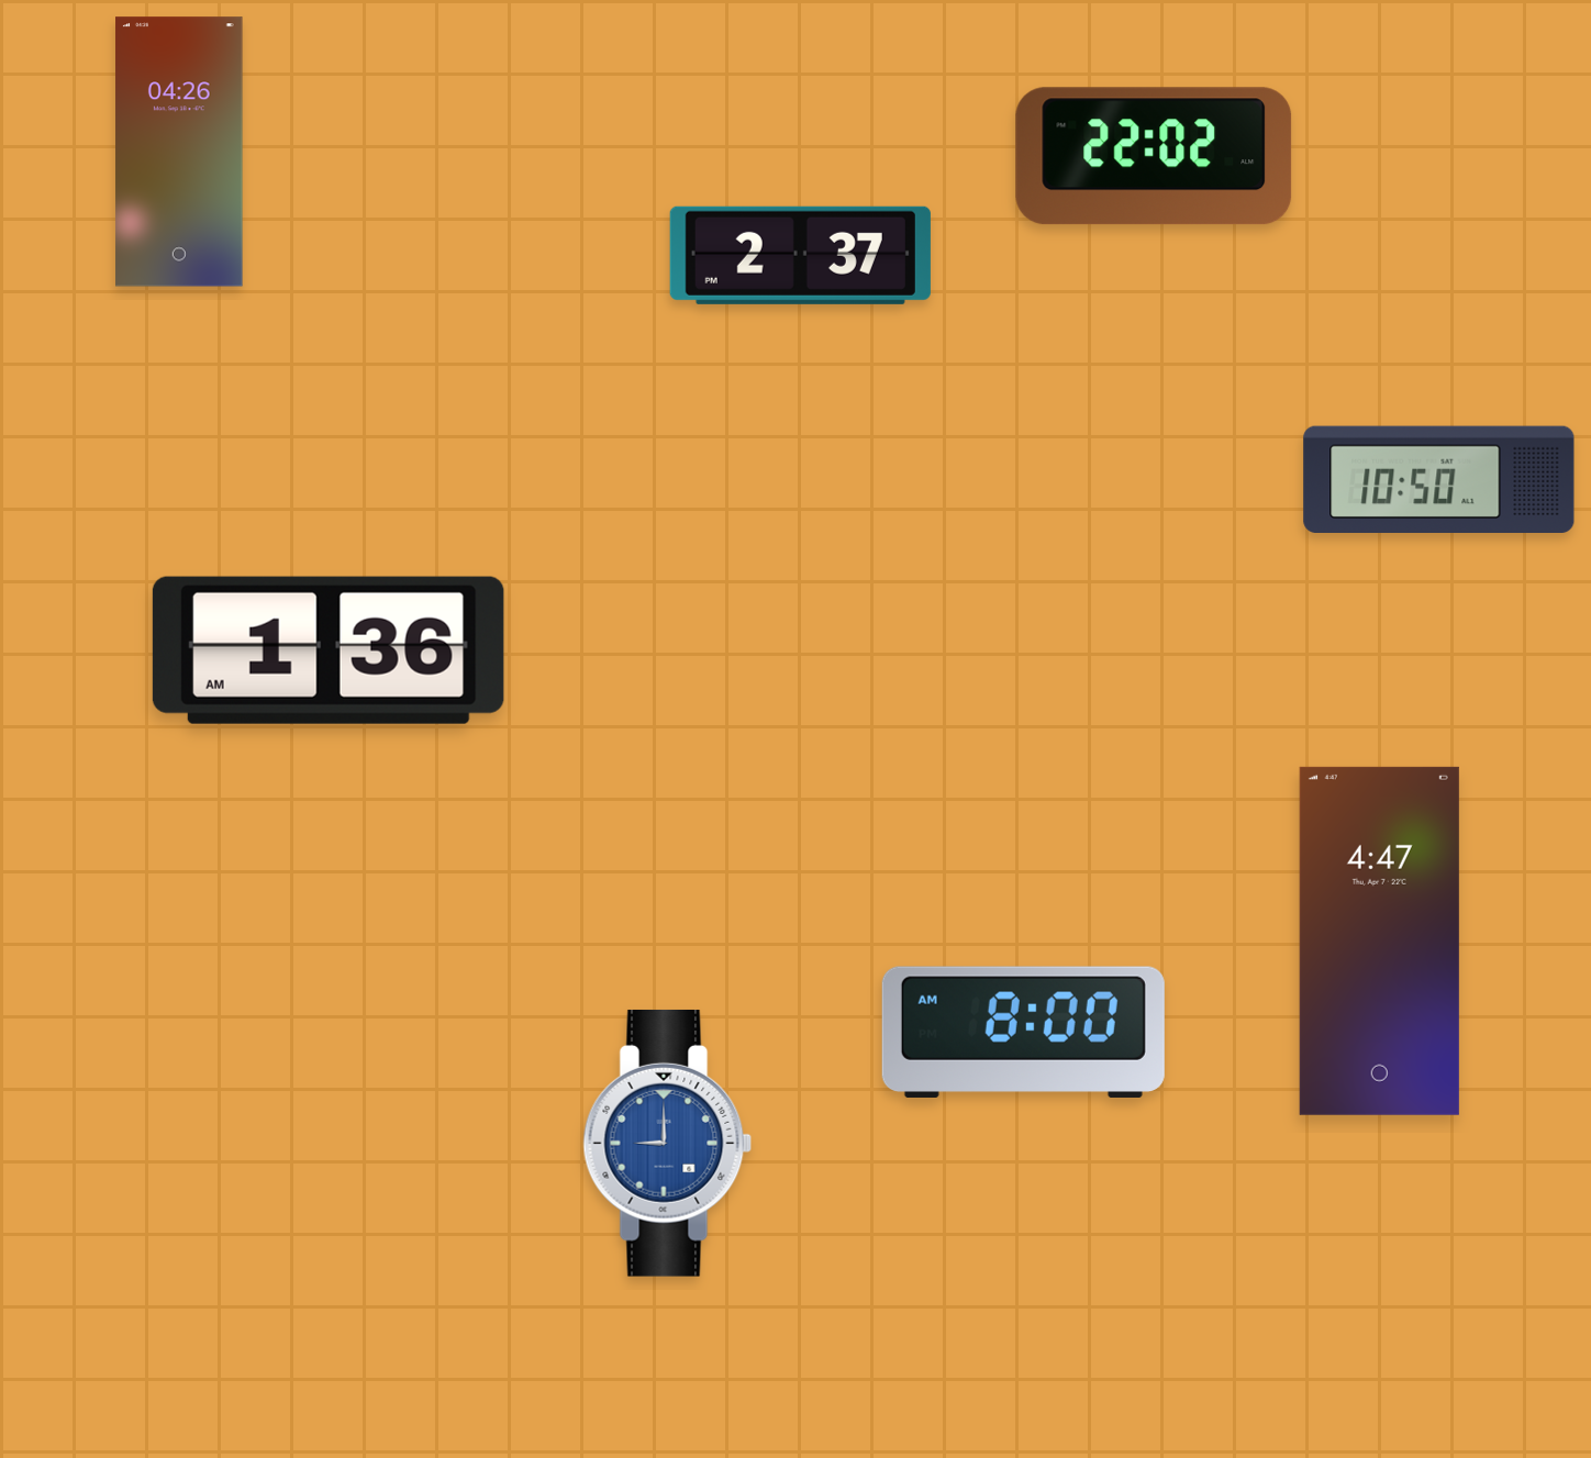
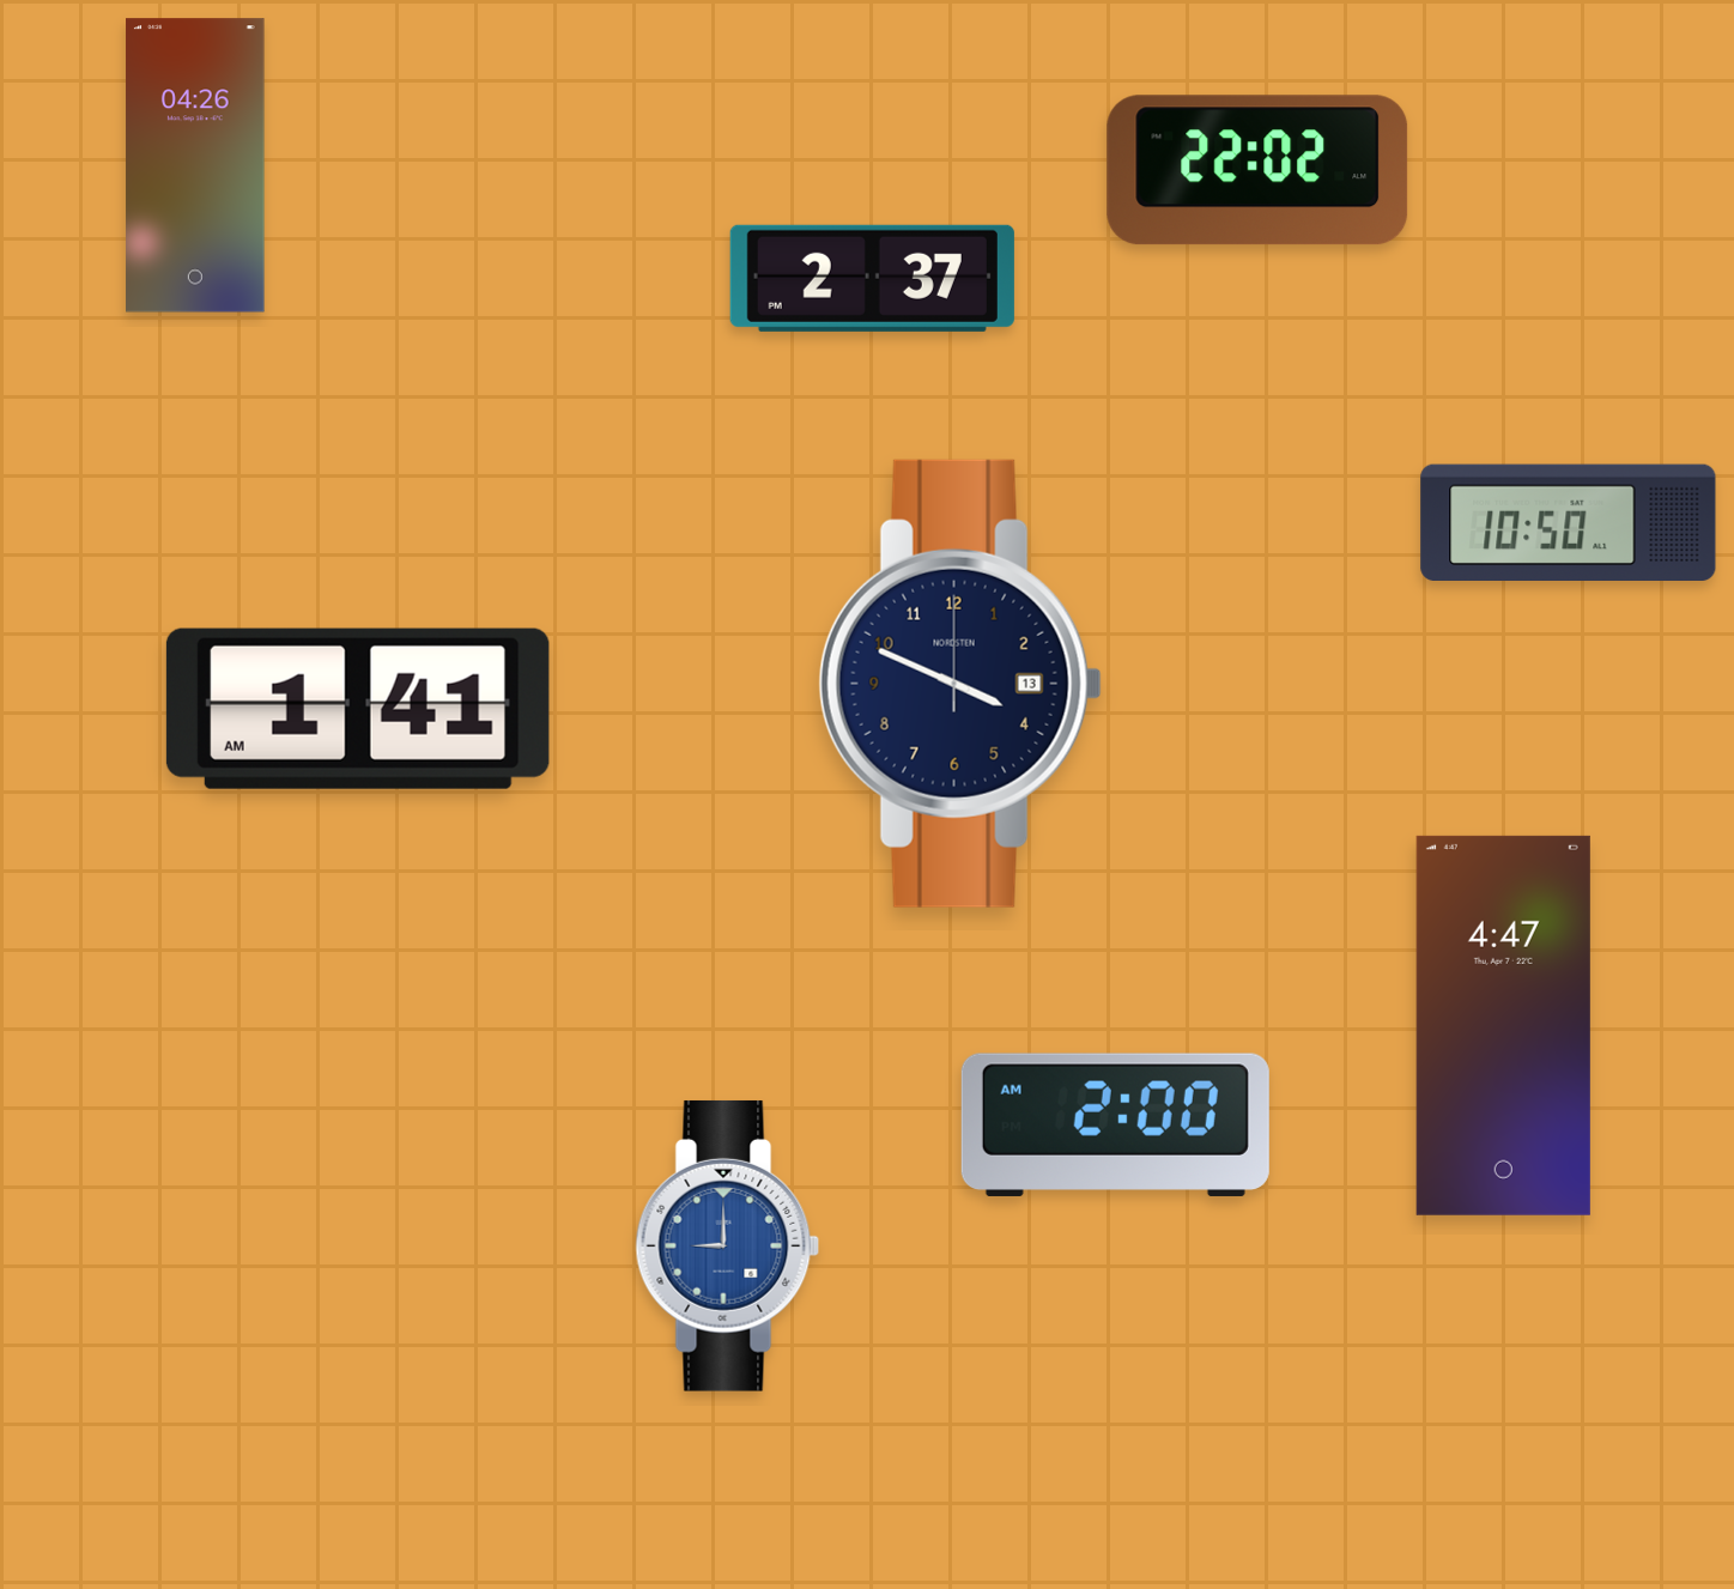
clock at (960, 684): none -> 3:49
clock at (329, 650): 1:36 -> 1:41
clock at (1023, 1032): 8:00 -> 2:00
